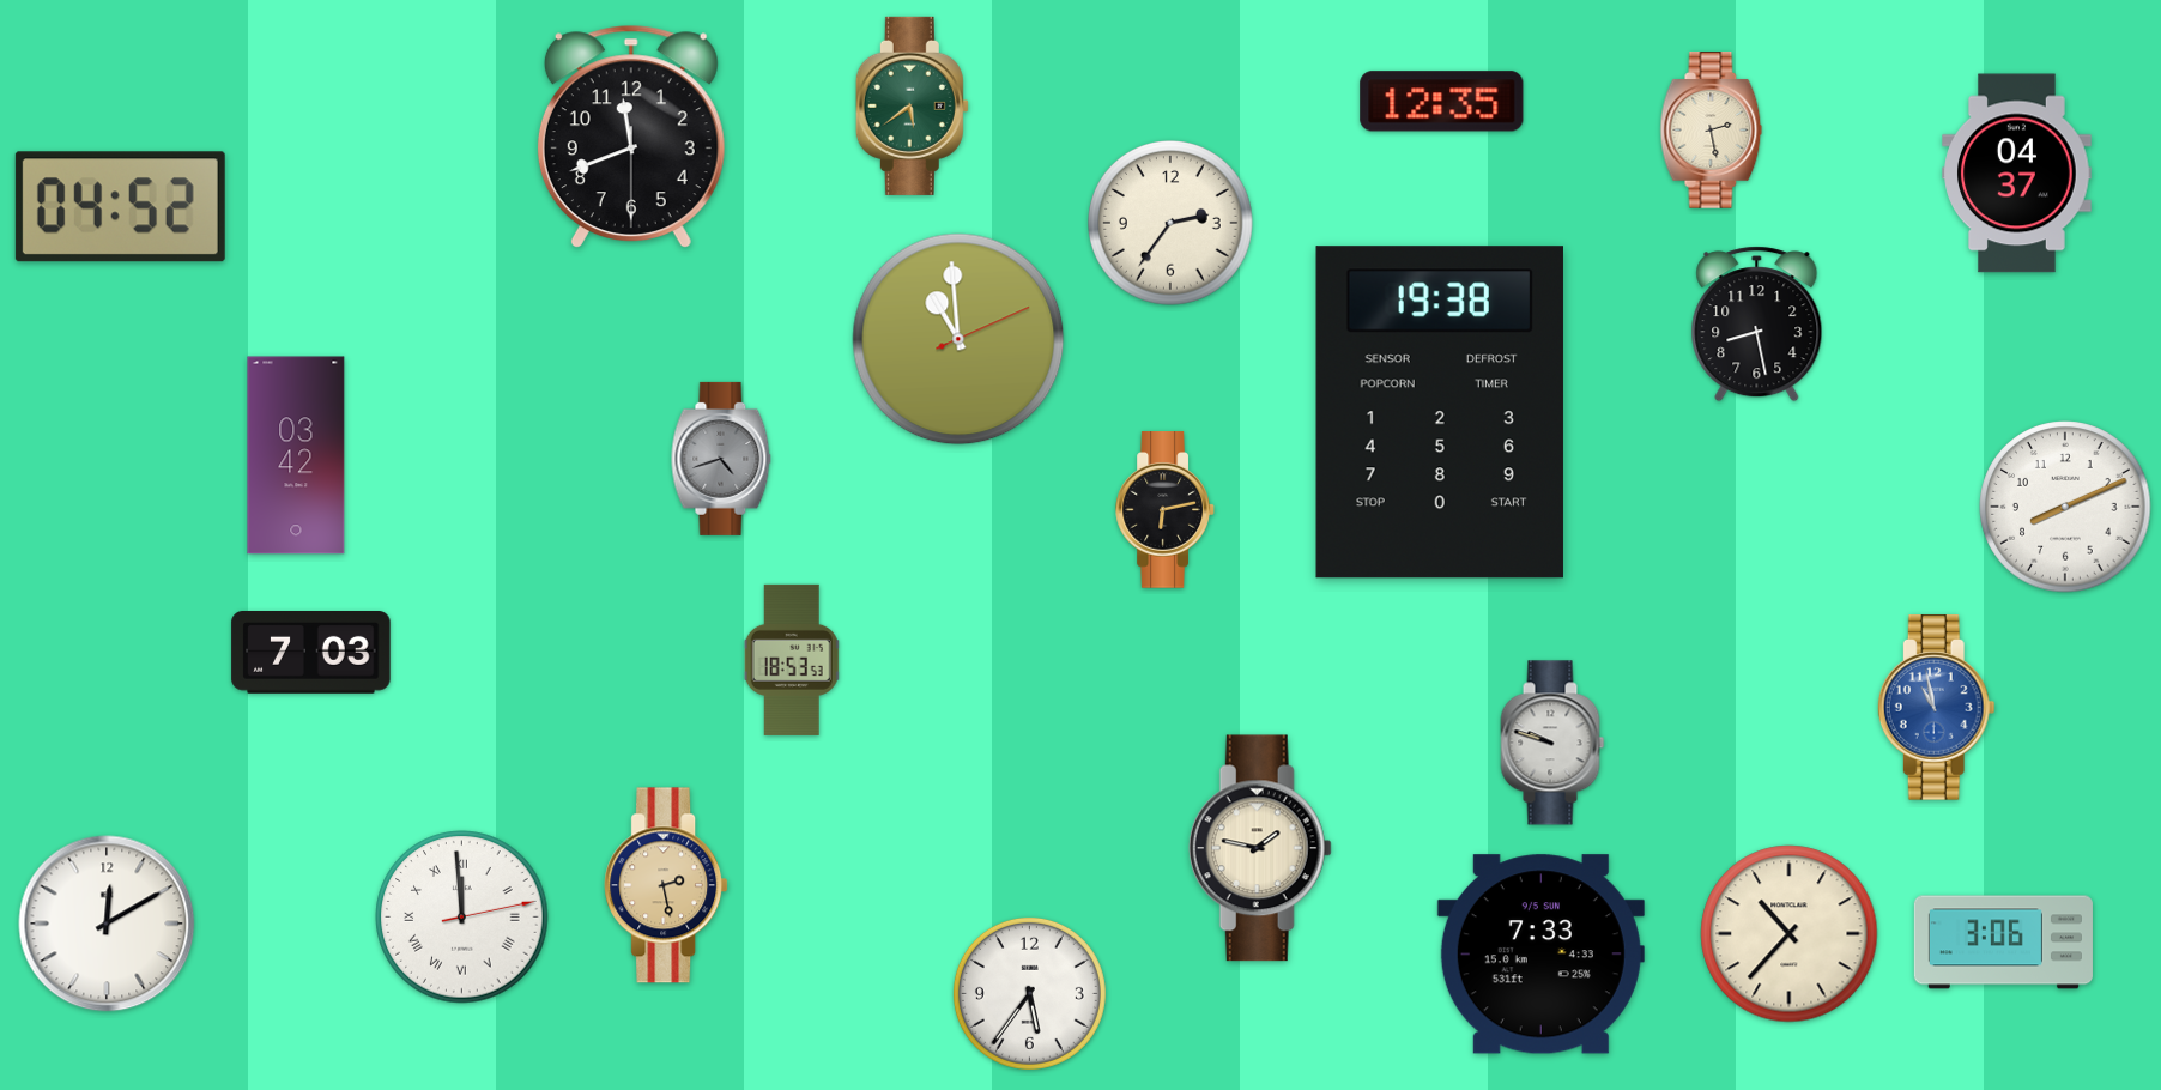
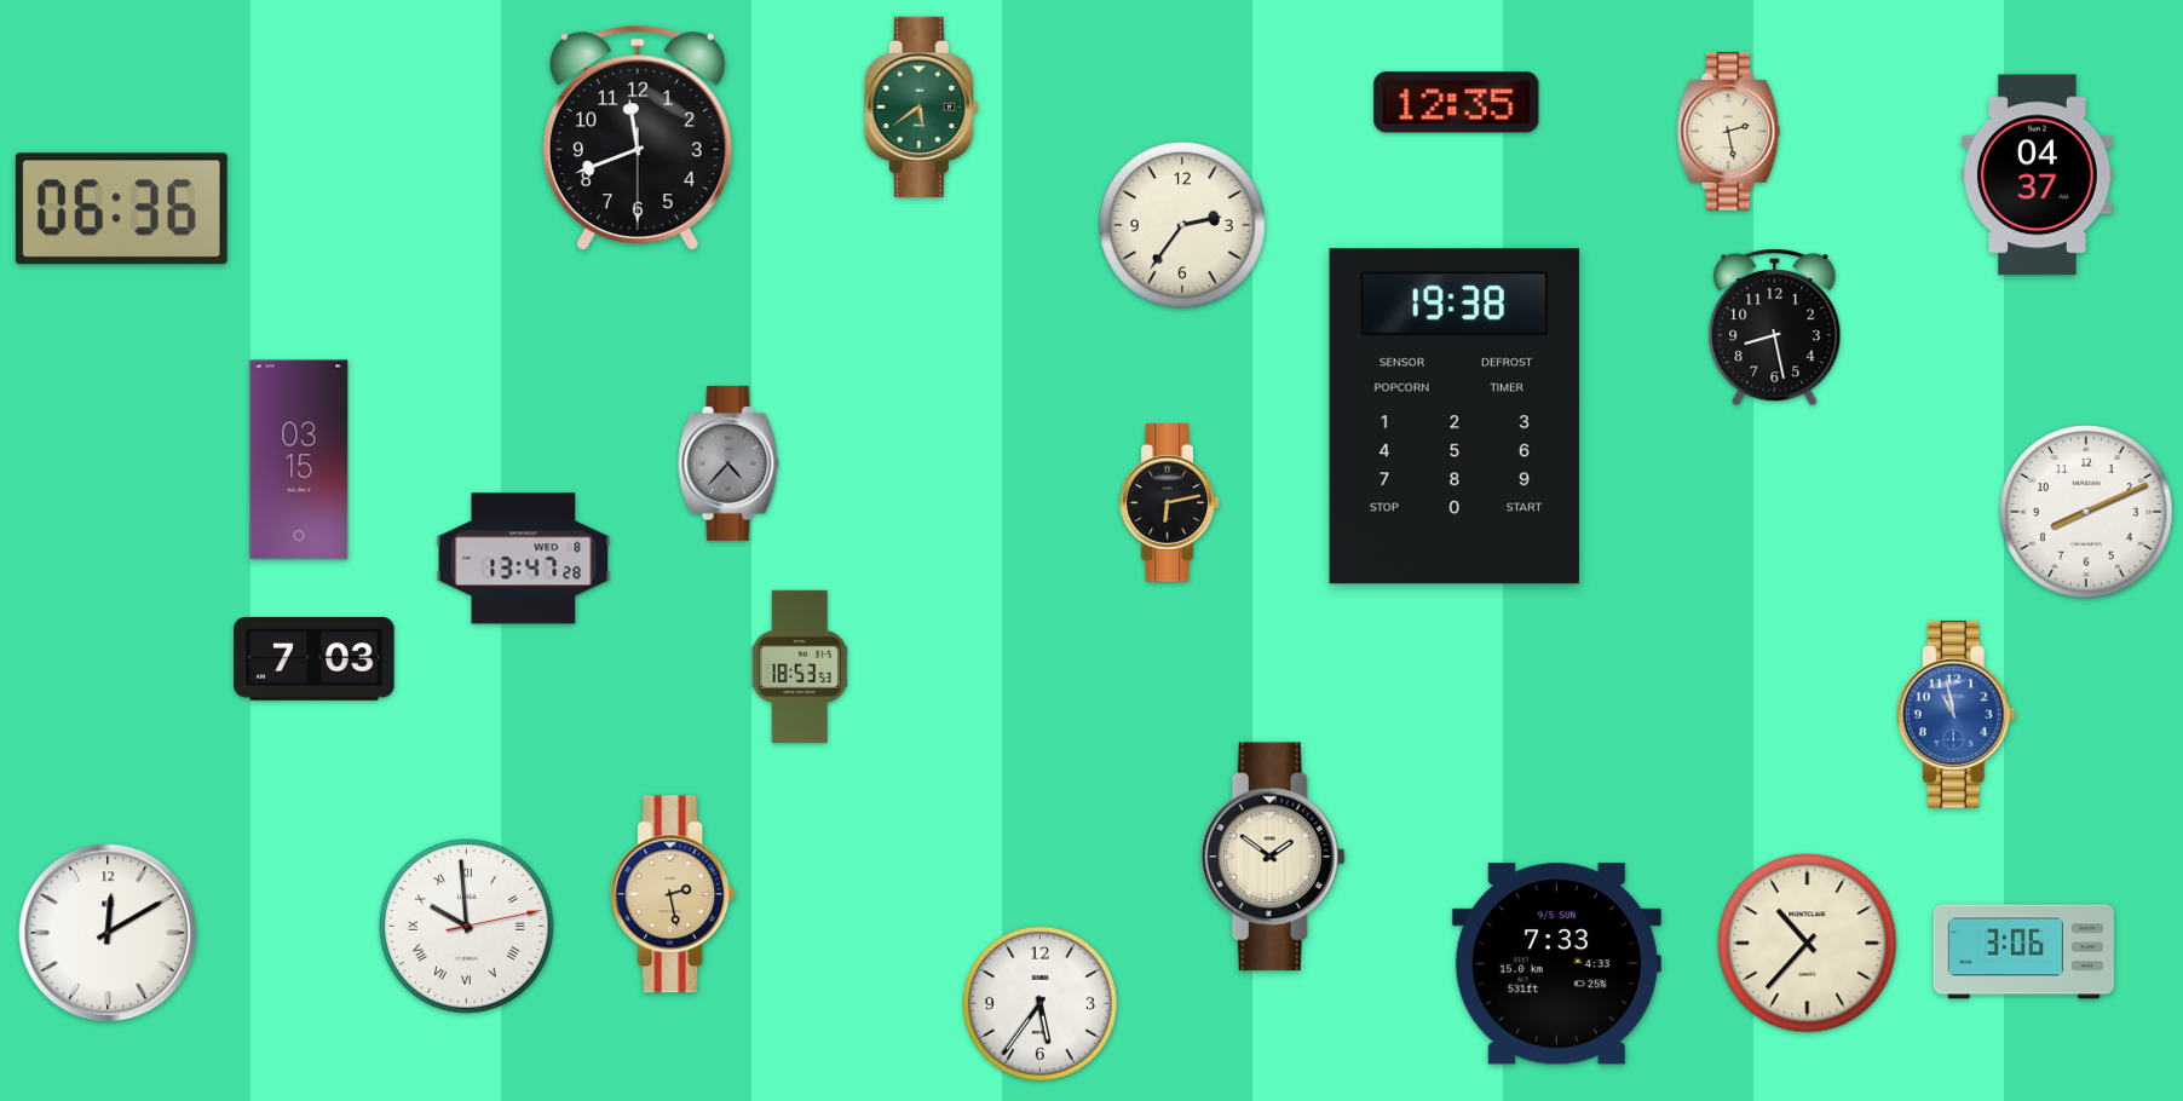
clock at (120, 207): 04:52 -> 06:36
clock at (958, 339): 10:59 -> none
clock at (296, 455): 03:42 -> 03:15
clock at (721, 459): 4:42 -> 4:37
clock at (1166, 510) position: (1166, 510) -> (1170, 503)
clock at (524, 559): none -> 13:47
clock at (1552, 743): 9:48 -> none
clock at (1260, 848): 1:47 -> 1:51
clock at (462, 918): 11:59 -> 9:59
